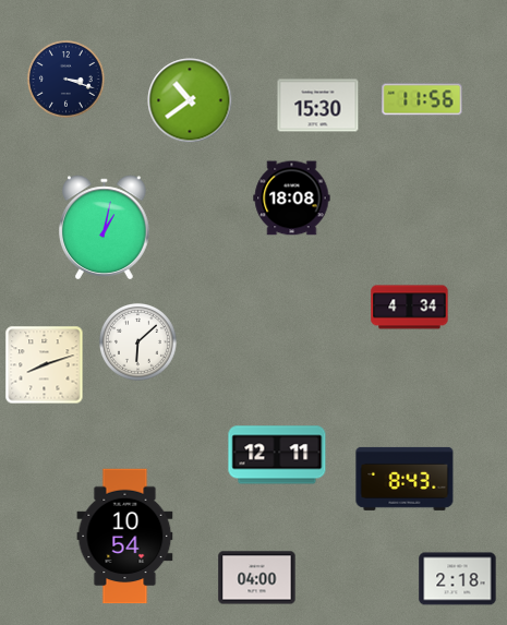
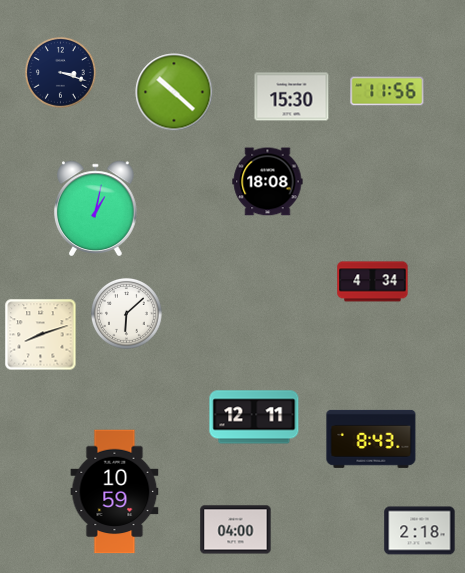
clock at (190, 100): 10:39 -> 10:22
clock at (410, 308) position: (410, 308) -> (373, 282)
clock at (125, 537): 10:54 -> 10:59
